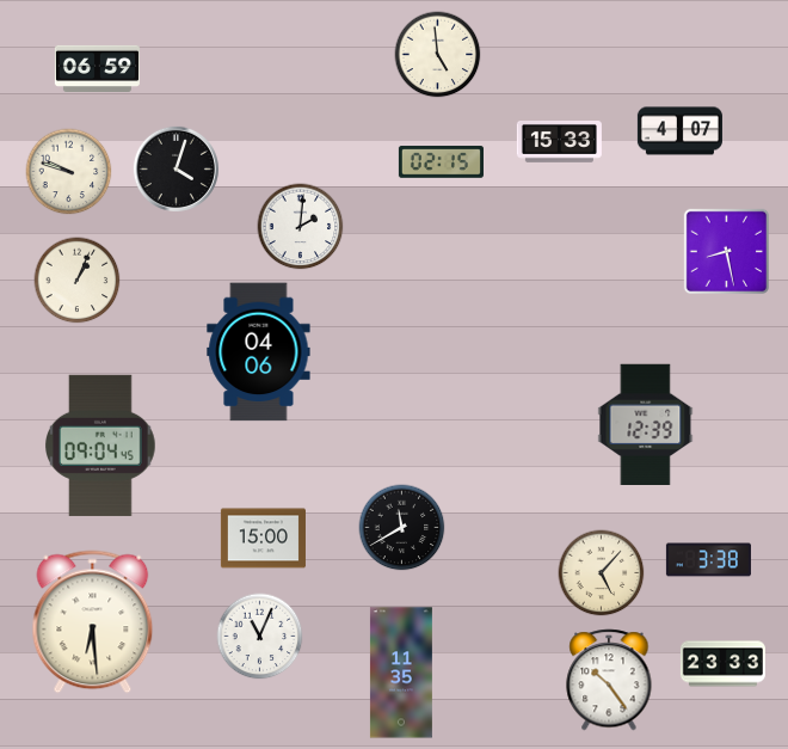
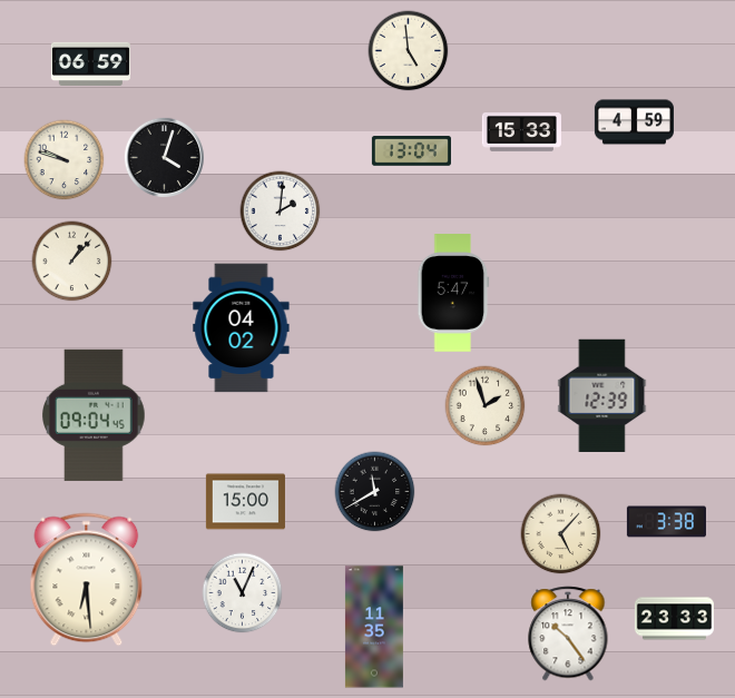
clock at (679, 131): 4:07 -> 4:59
clock at (441, 162): 02:15 -> 13:04
clock at (726, 251): 8:28 -> none
clock at (78, 281): 1:04 -> 1:07
clock at (453, 293): none -> 5:47
clock at (259, 352): 04:06 -> 04:02
clock at (486, 406): none -> 1:57
clock at (708, 560) position: (708, 560) -> (666, 522)
